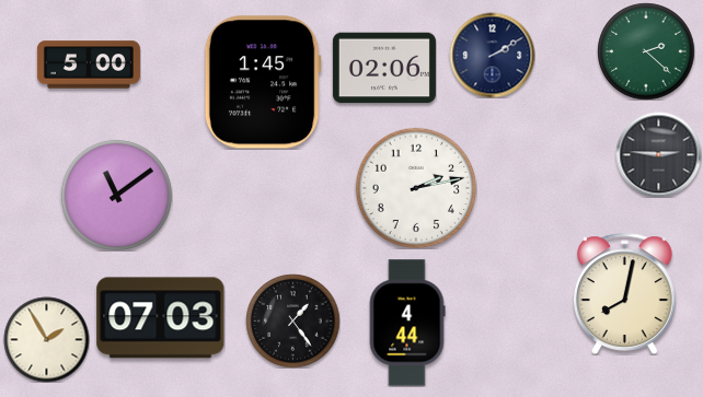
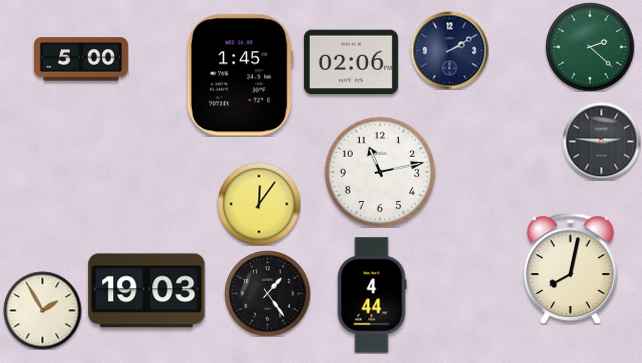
clock at (416, 188): 2:13 -> 11:13
clock at (116, 195): 11:09 -> none
clock at (259, 204): none -> 12:06
clock at (161, 318): 07:03 -> 19:03
